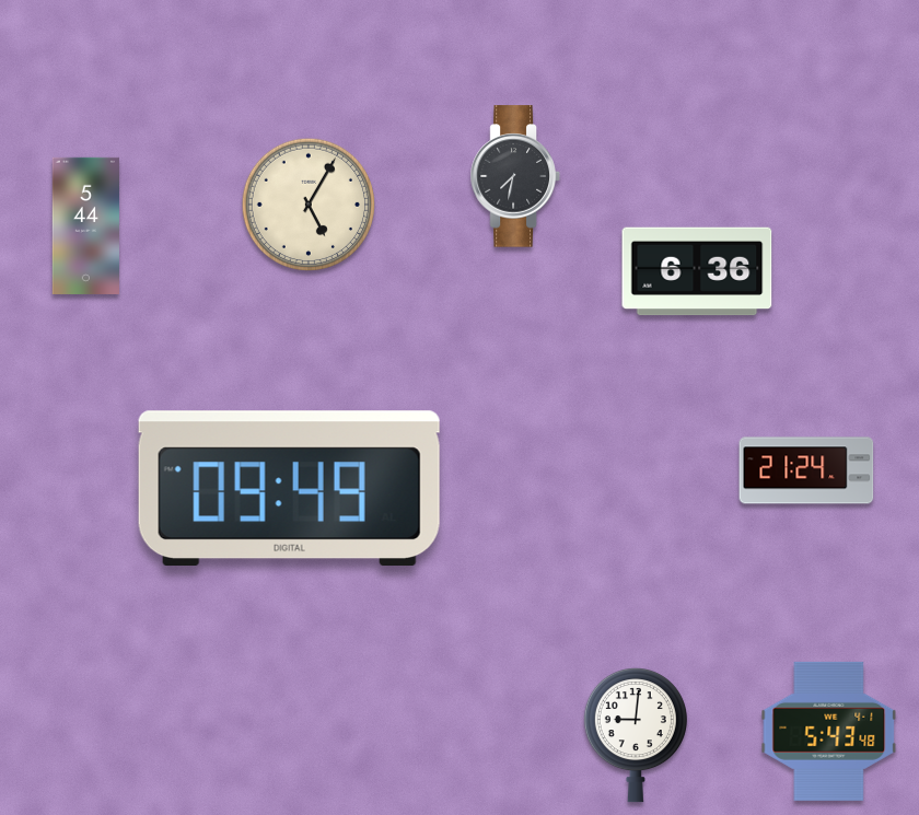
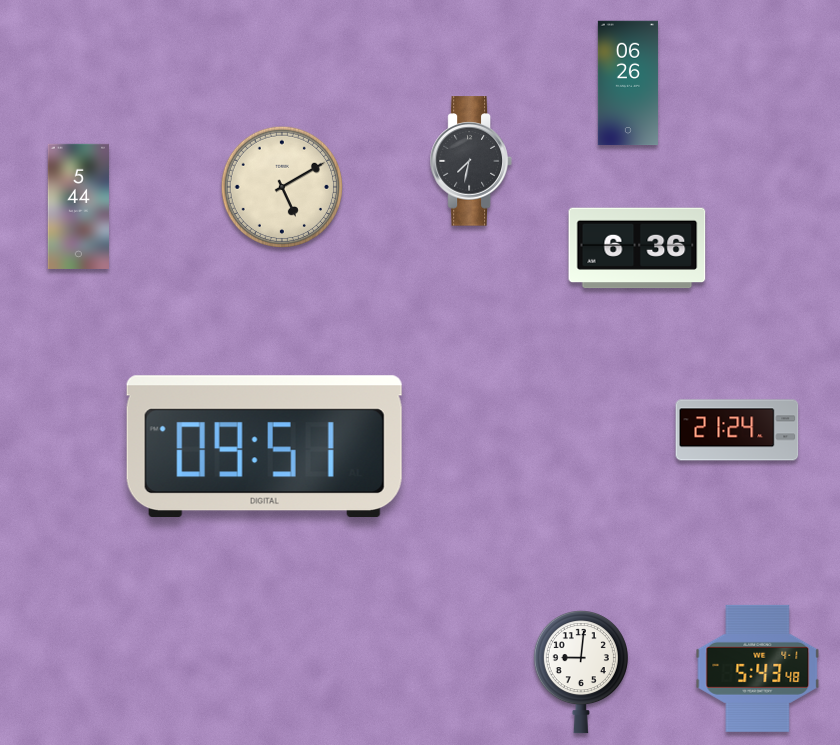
clock at (628, 83): none -> 06:26
clock at (307, 203): 5:05 -> 5:10
clock at (289, 489): 09:49 -> 09:51
